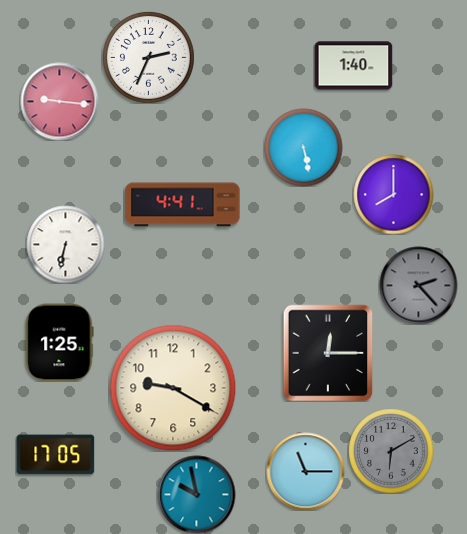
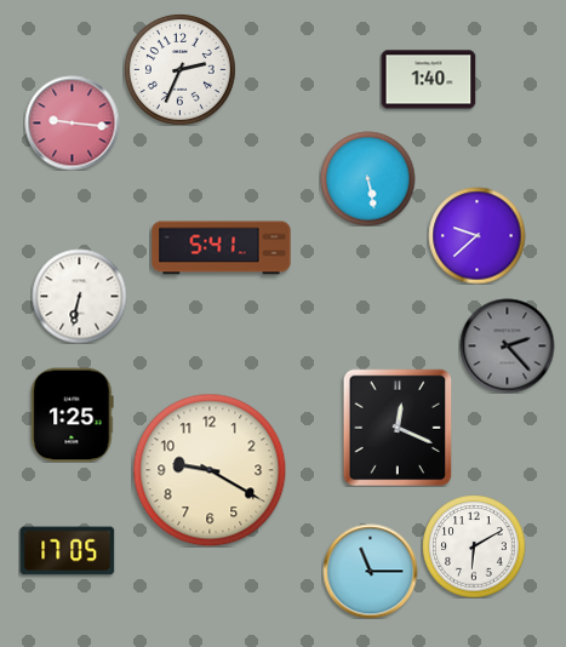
clock at (393, 194): 8:00 -> 9:38
clock at (183, 205): 4:41 -> 5:41
clock at (328, 353): 12:15 -> 12:19
clock at (391, 451) dial: grey -> white
clock at (196, 494): 9:58 -> none
